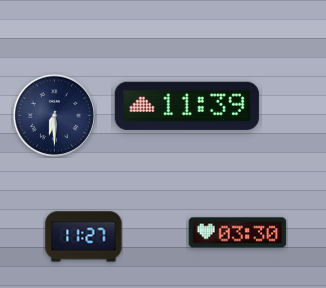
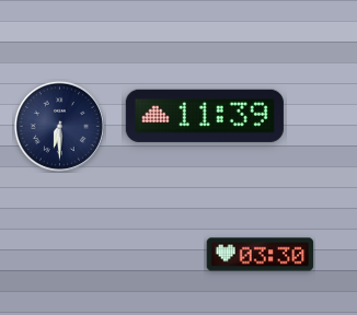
clock at (84, 237): 11:27 -> none
